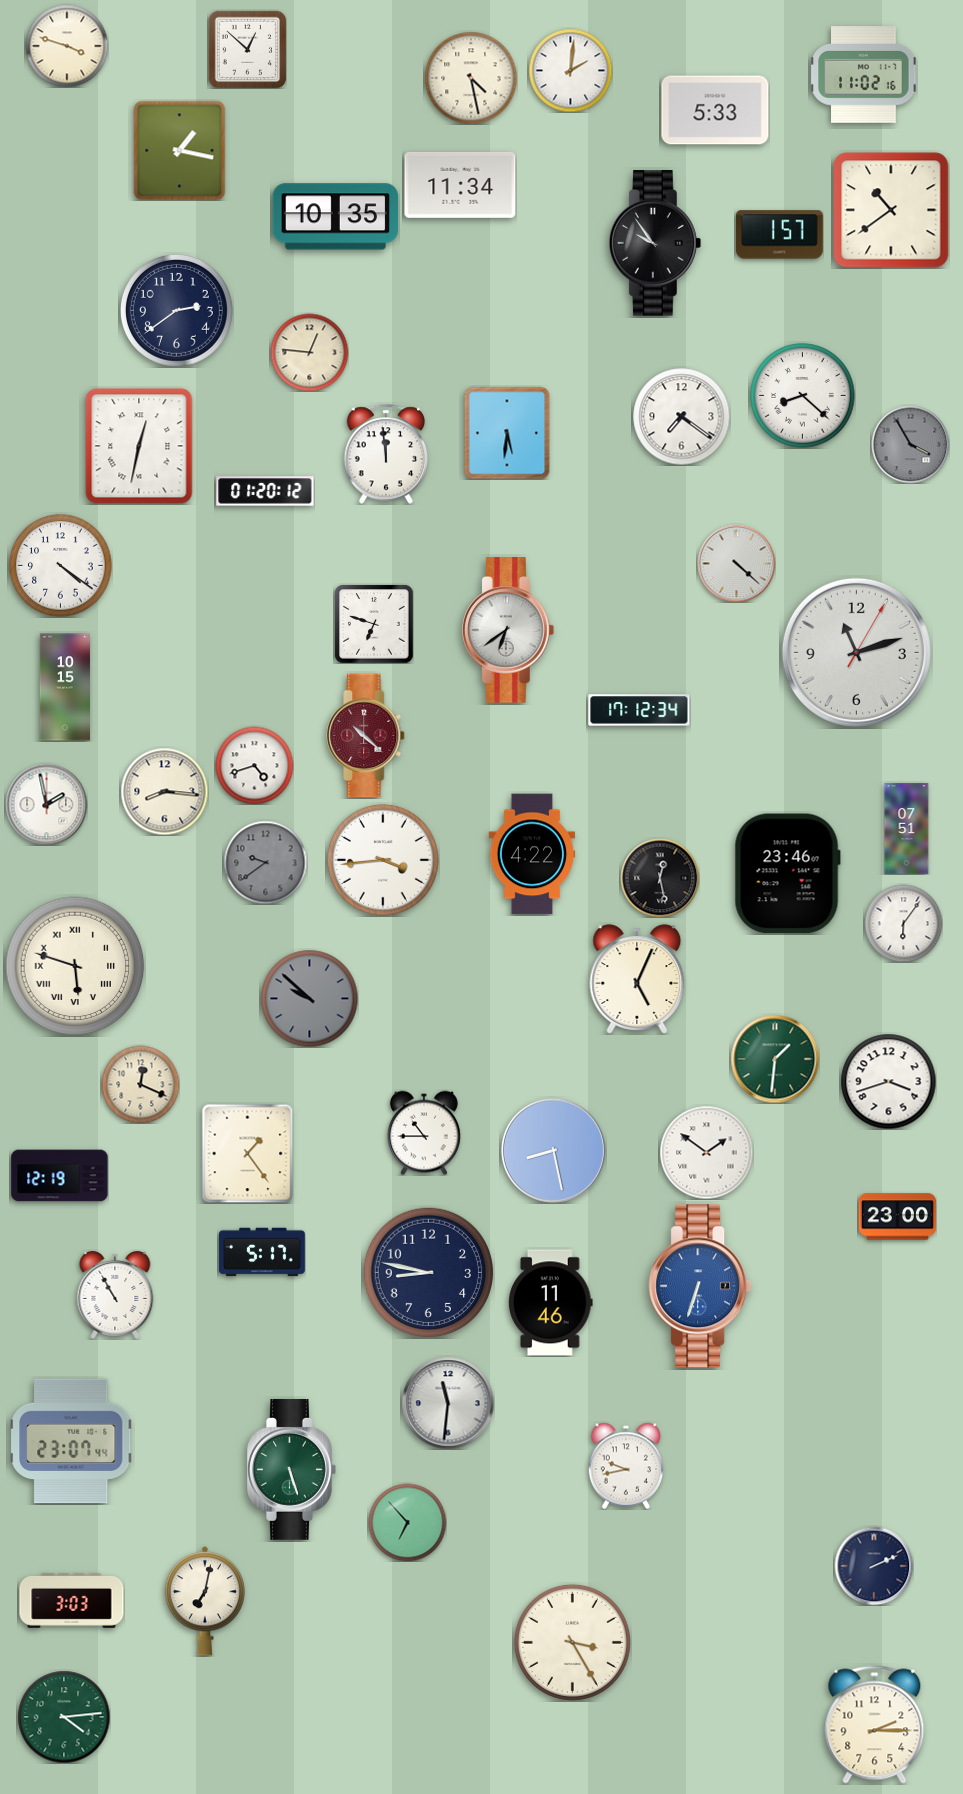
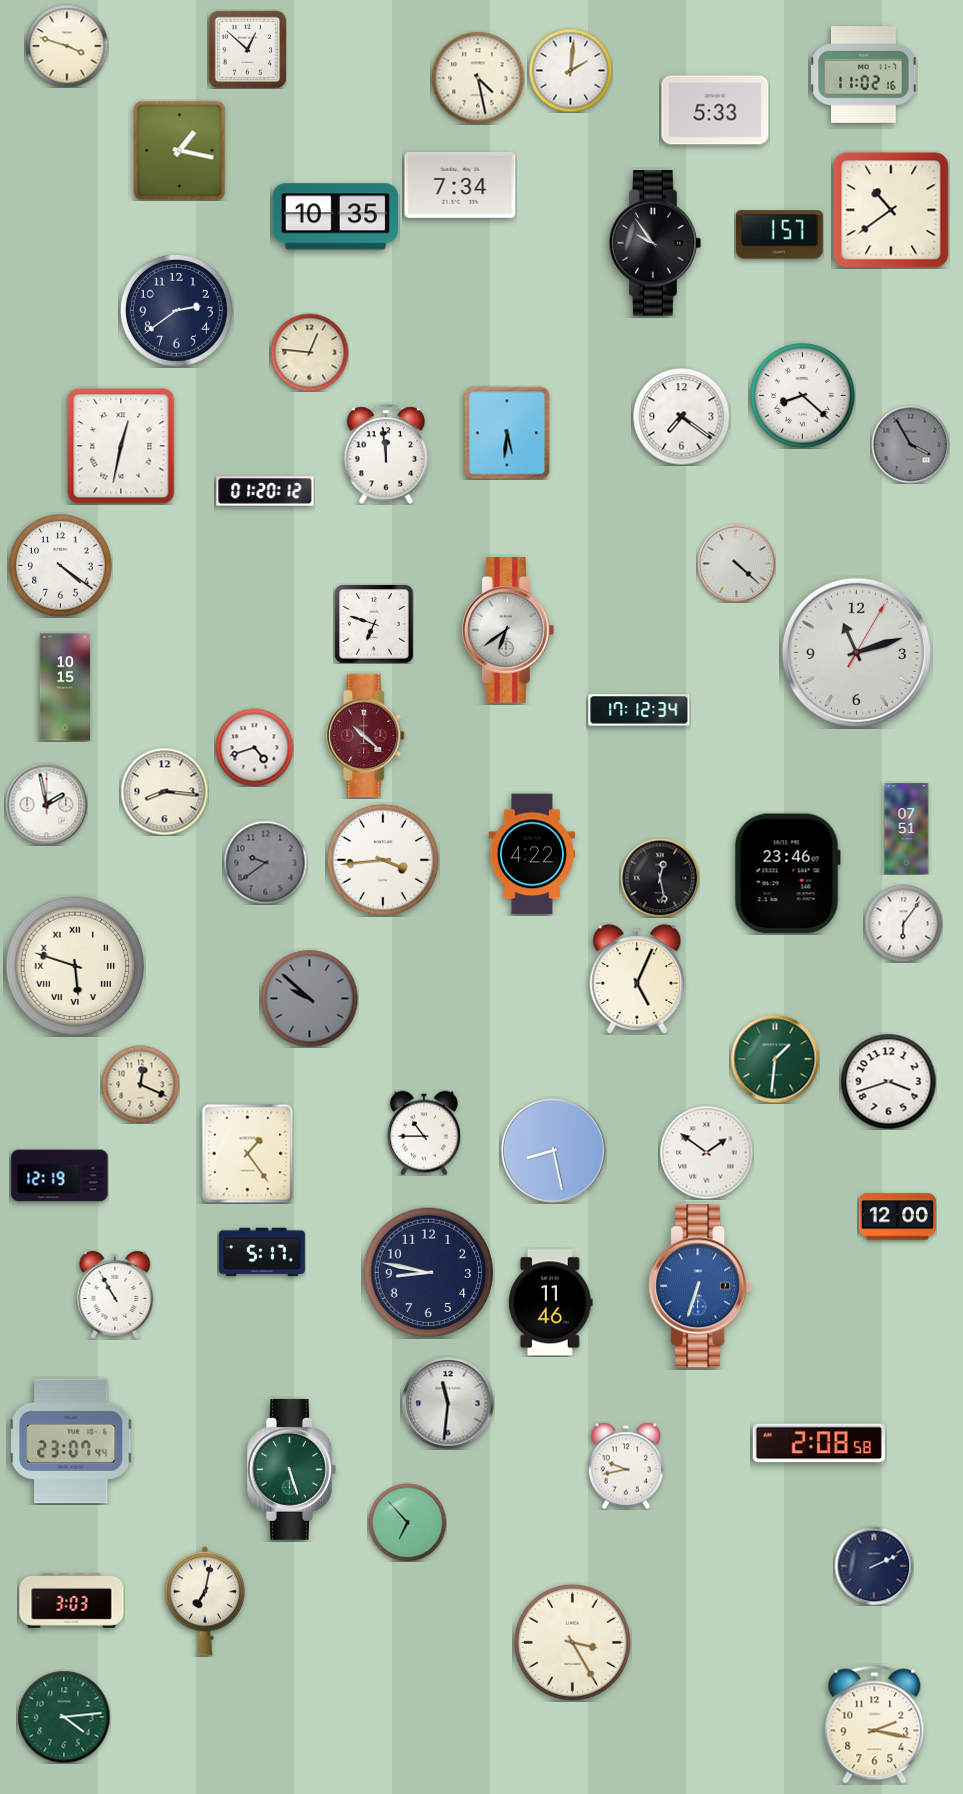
clock at (471, 78) position: (471, 78) -> (478, 78)
clock at (460, 185): 11:34 -> 7:34
clock at (139, 446) position: (139, 446) -> (121, 446)
clock at (254, 765) position: (254, 765) -> (254, 747)
clock at (897, 1217): 23:00 -> 12:00
clock at (819, 1443): none -> 2:08
clock at (875, 1725): 2:15 -> 2:17
